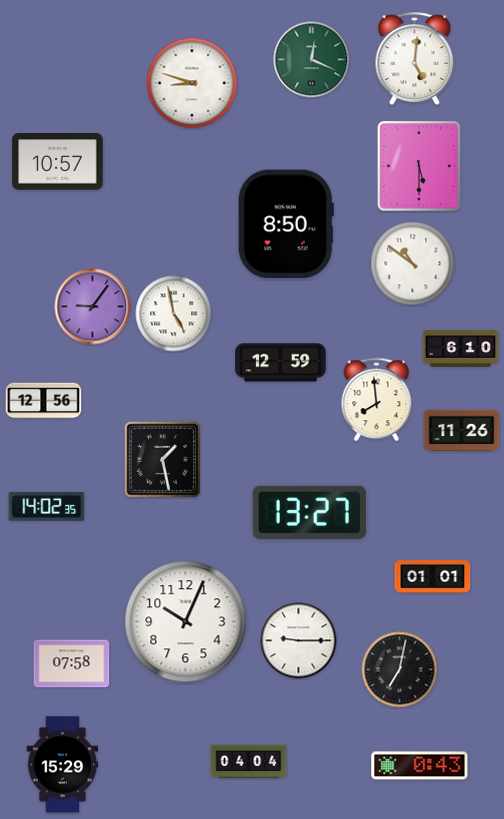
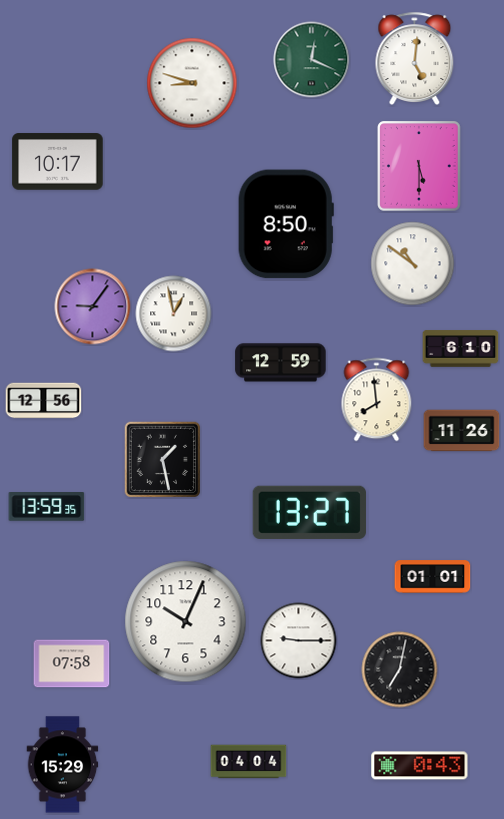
clock at (58, 162): 10:57 -> 10:17
clock at (174, 314): 4:58 -> 12:58
clock at (47, 507): 14:02 -> 13:59
